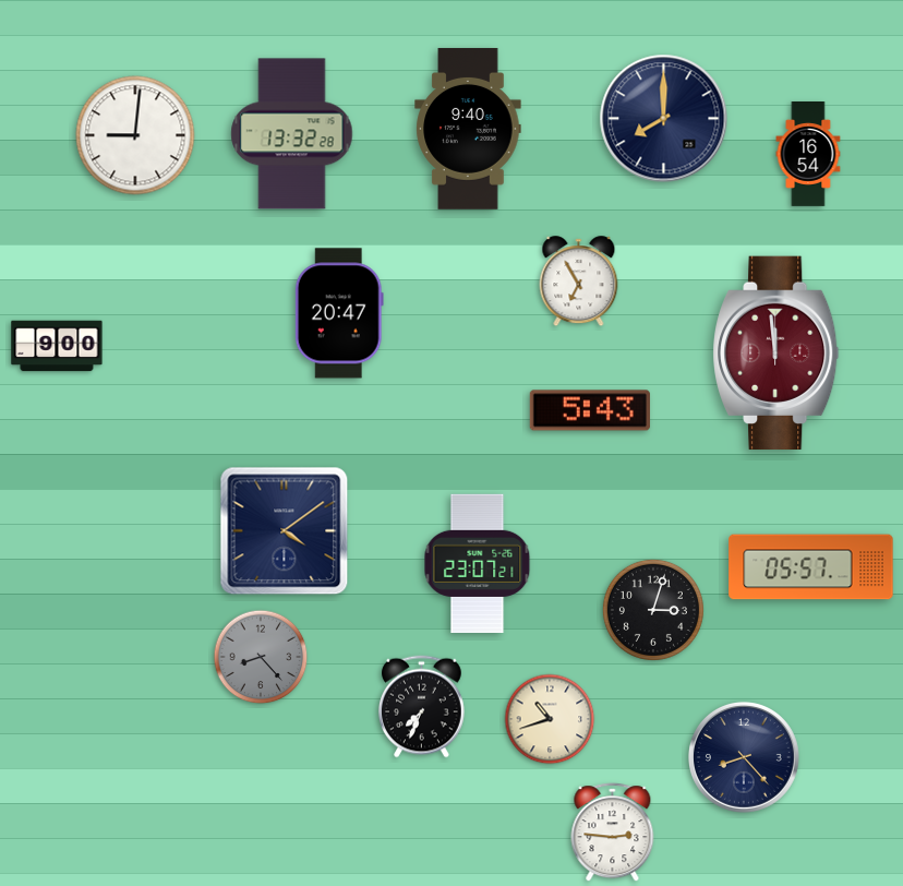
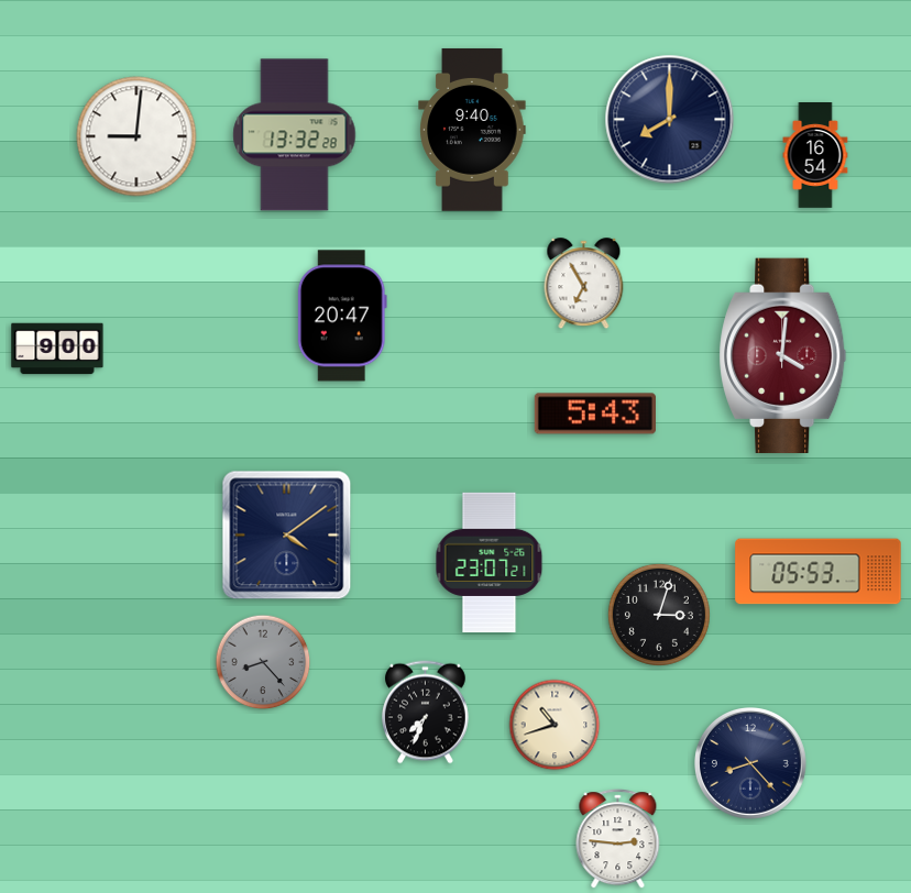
clock at (776, 352): 11:59 -> 4:01
clock at (478, 563) position: (478, 563) -> (490, 562)
clock at (811, 567): 05:57 -> 05:53
